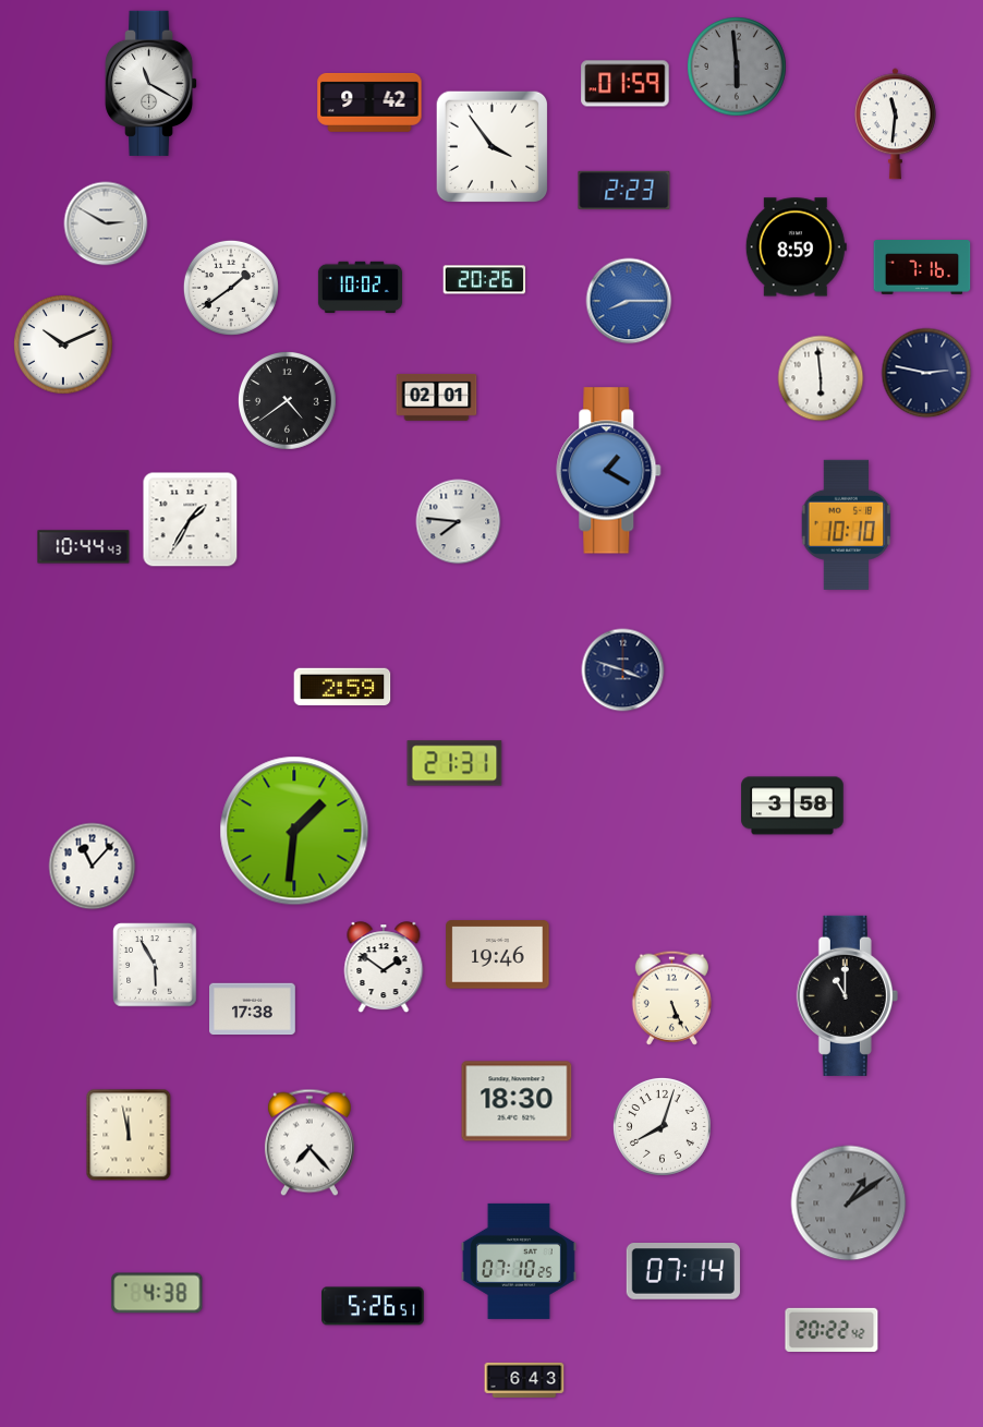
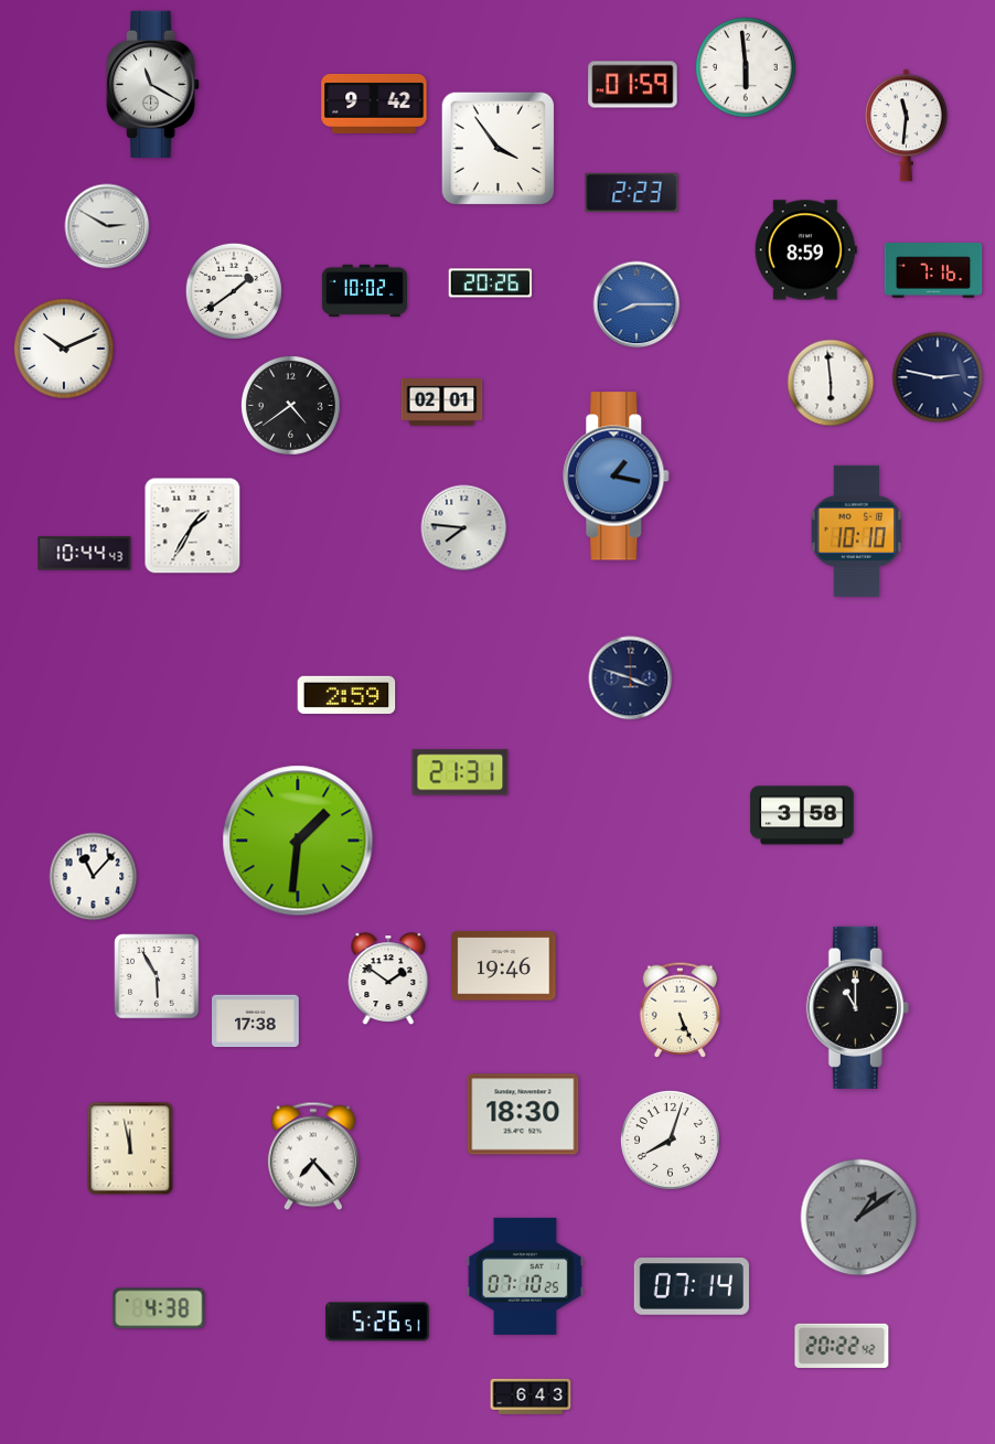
clock at (738, 68) dial: grey -> white
clock at (609, 471): 1:20 -> 1:17
